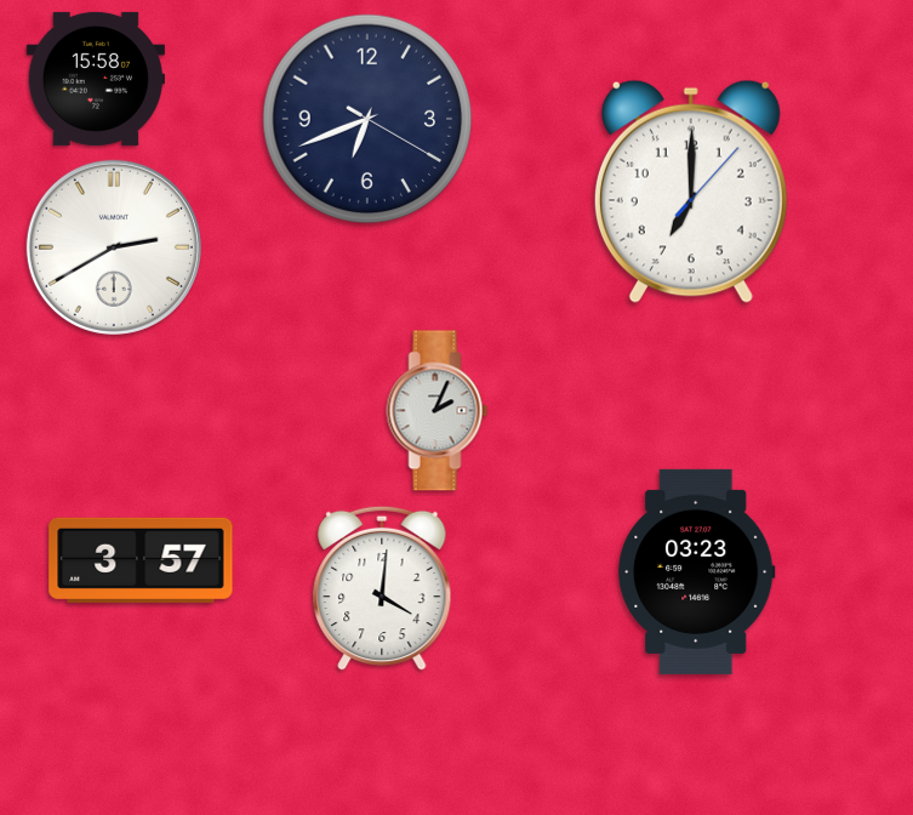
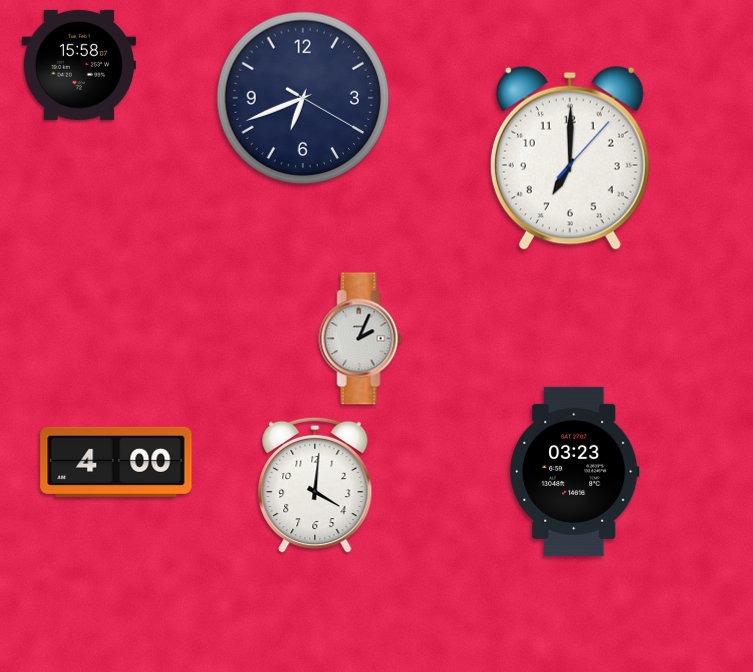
clock at (114, 247): 2:40 -> none
clock at (141, 560): 3:57 -> 4:00
